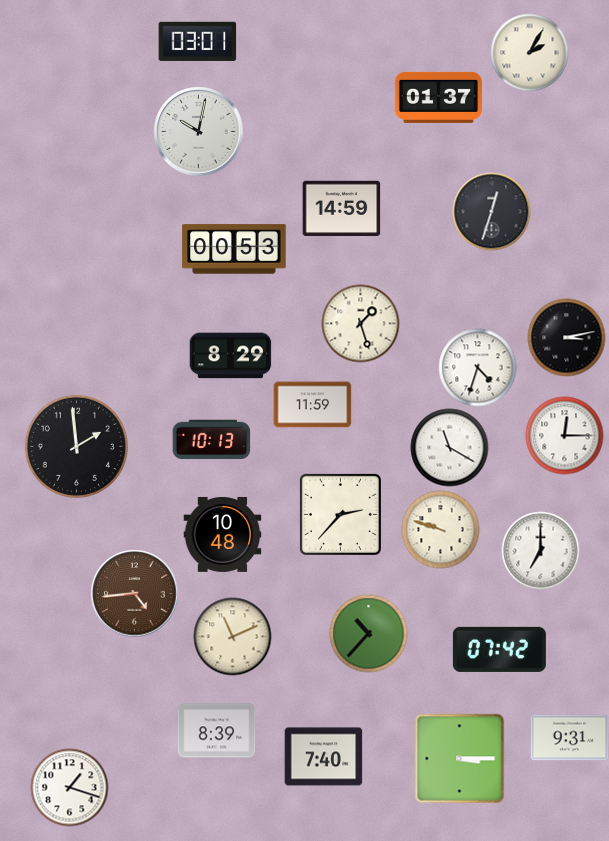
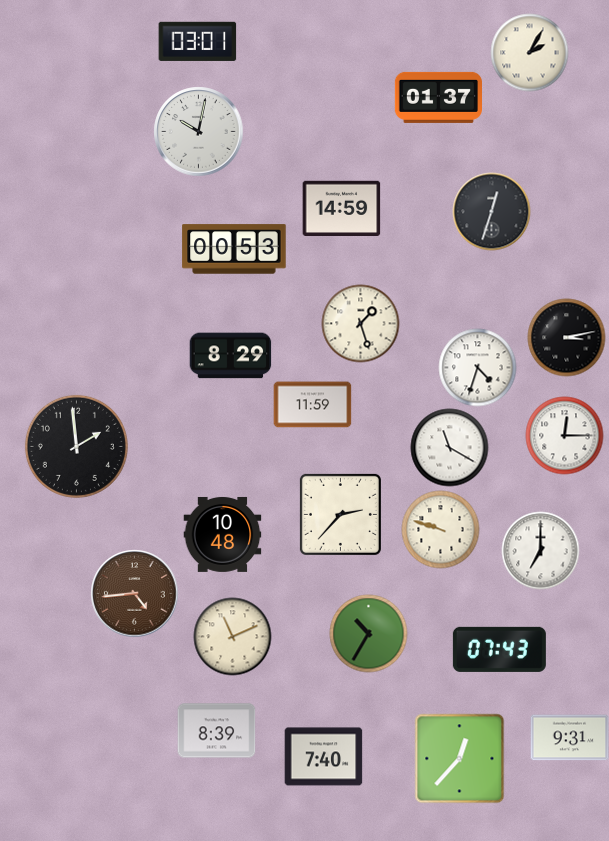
clock at (211, 440): 10:13 -> none
clock at (368, 633): 10:37 -> 10:35
clock at (499, 649): 07:42 -> 07:43
clock at (459, 758): 3:15 -> 12:37
clock at (69, 787): 1:18 -> none
